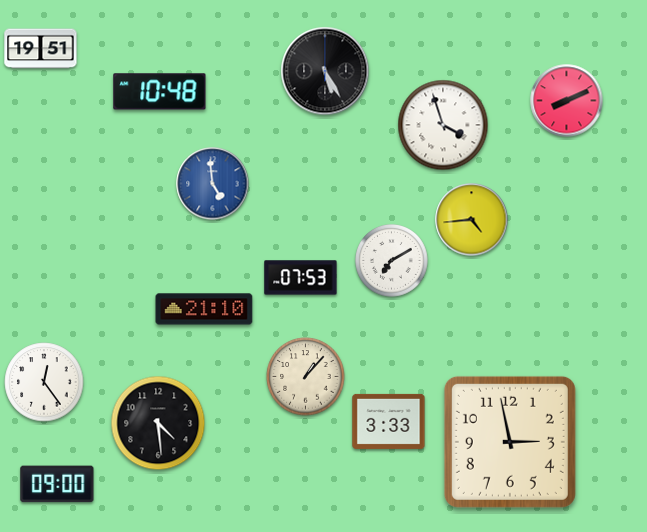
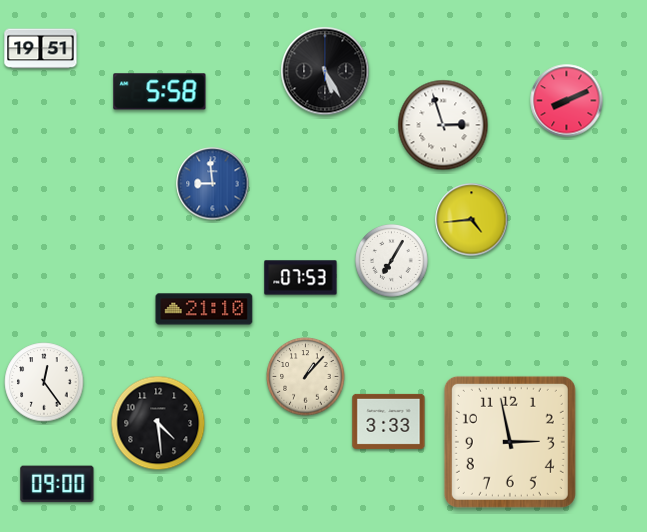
clock at (160, 92): 10:48 -> 5:58
clock at (443, 125): 3:57 -> 2:57
clock at (213, 184): 4:59 -> 8:59
clock at (392, 261): 7:10 -> 7:05
